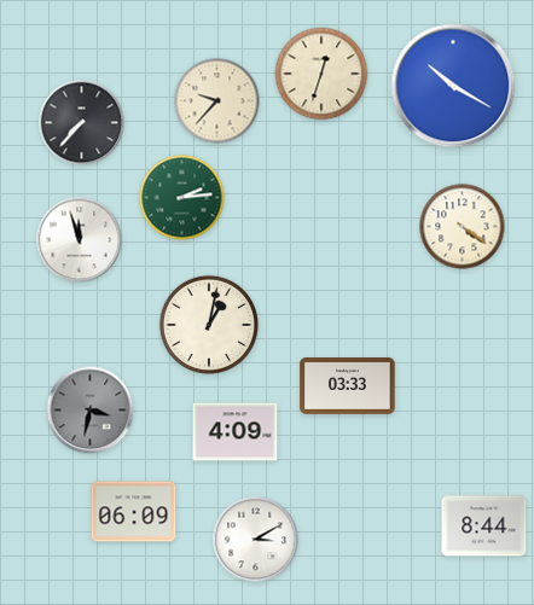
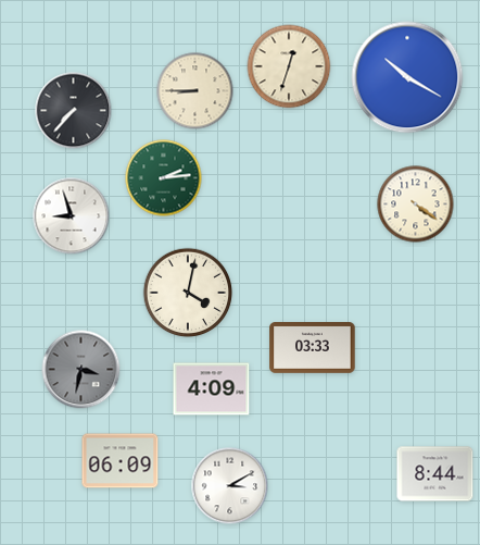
clock at (217, 101): 9:37 -> 8:45
clock at (80, 240): 11:57 -> 8:57
clock at (209, 325): 1:02 -> 4:02
